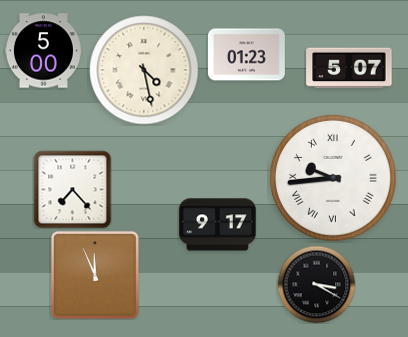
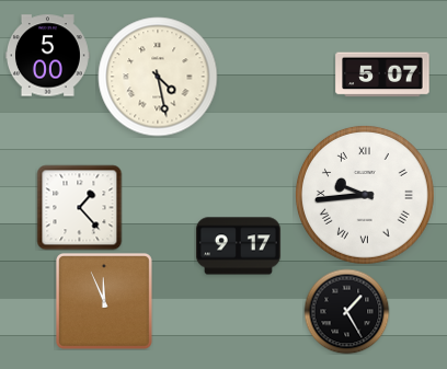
clock at (246, 55): 01:23 -> none
clock at (72, 189): 7:23 -> 1:23
clock at (316, 284): 3:20 -> 1:25
